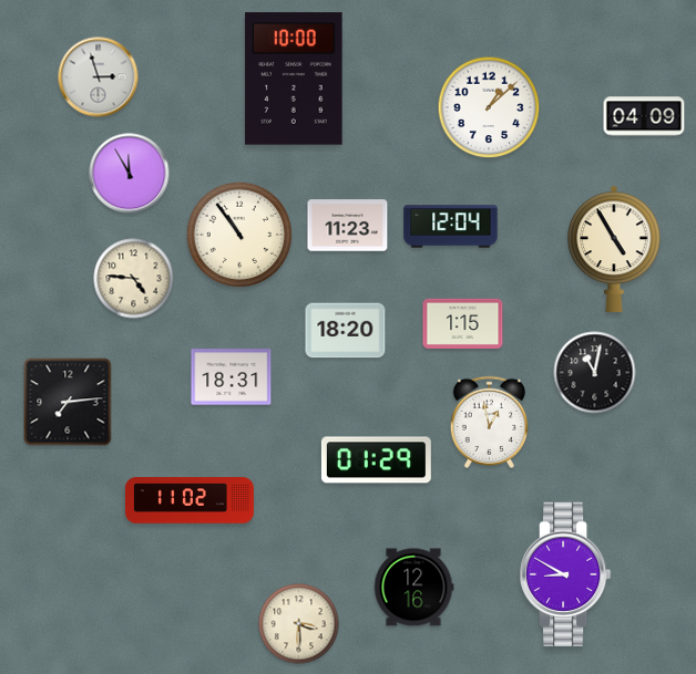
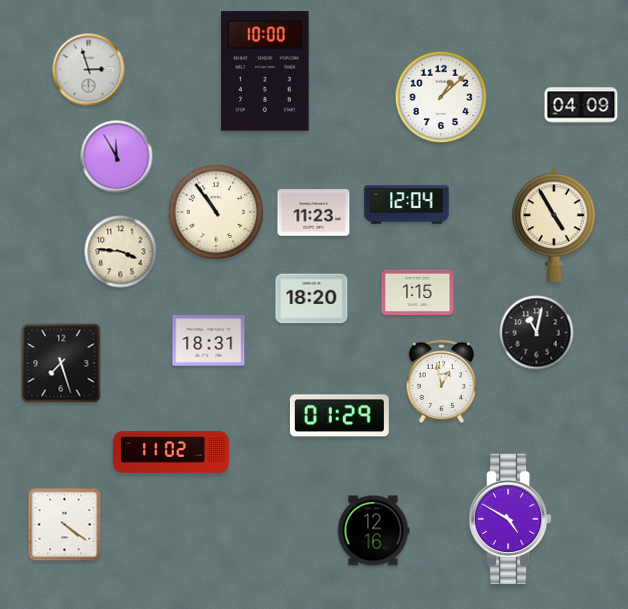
clock at (348, 226) position: (348, 226) -> (314, 213)
clock at (134, 279): 4:46 -> 3:46
clock at (595, 373) position: (595, 373) -> (537, 333)
clock at (68, 402): 7:14 -> 7:27
clock at (565, 574): 8:50 -> 4:50
clock at (65, 525): none -> 4:21
clock at (299, 624): 3:30 -> none
